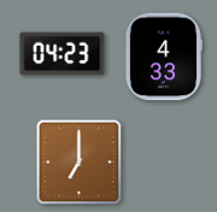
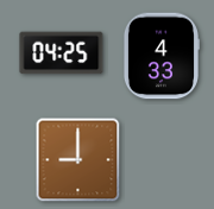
clock at (63, 54): 04:23 -> 04:25
clock at (80, 163): 7:00 -> 9:00
